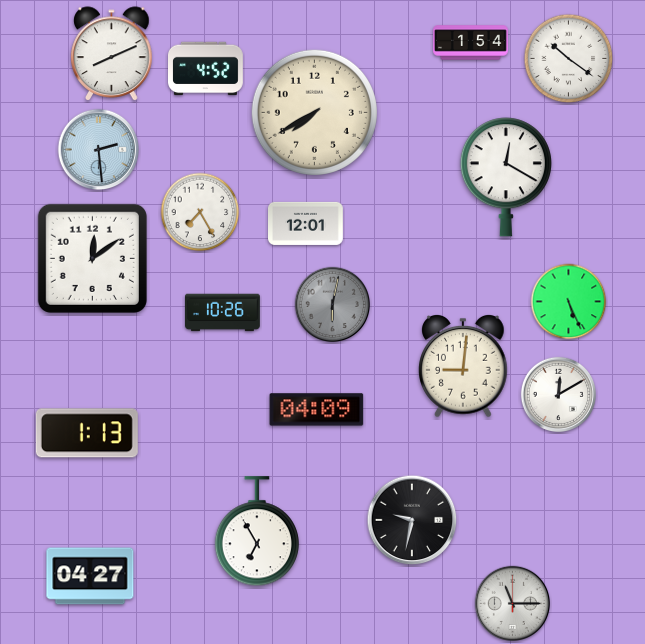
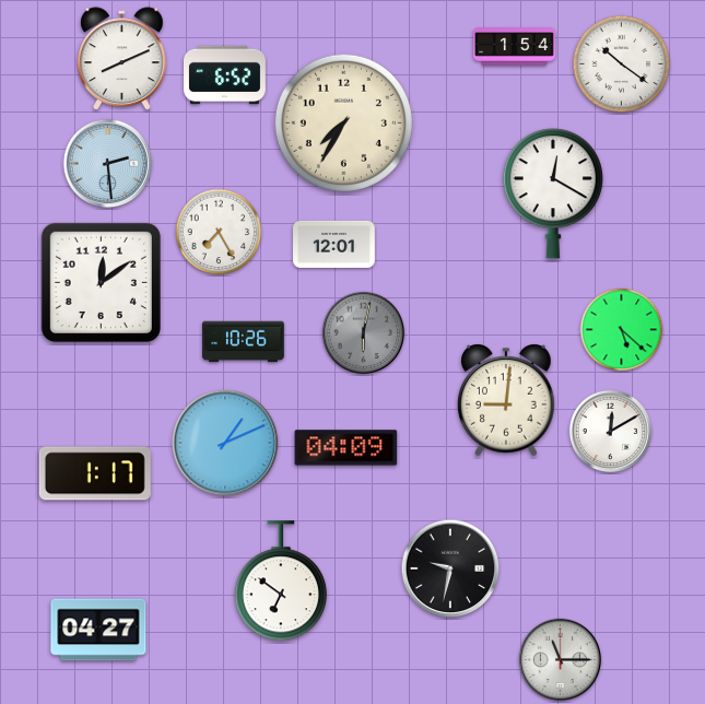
clock at (206, 69): 4:52 -> 6:52
clock at (314, 112): 7:40 -> 7:35
clock at (569, 302): 5:26 -> 5:22
clock at (225, 443): none -> 1:11
clock at (87, 433): 1:13 -> 1:17
clock at (256, 532): 6:55 -> 6:51
